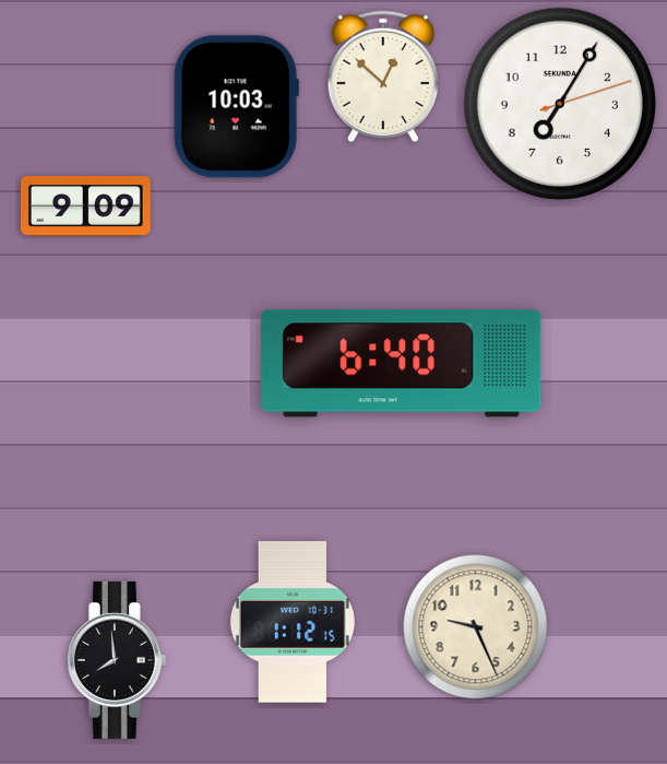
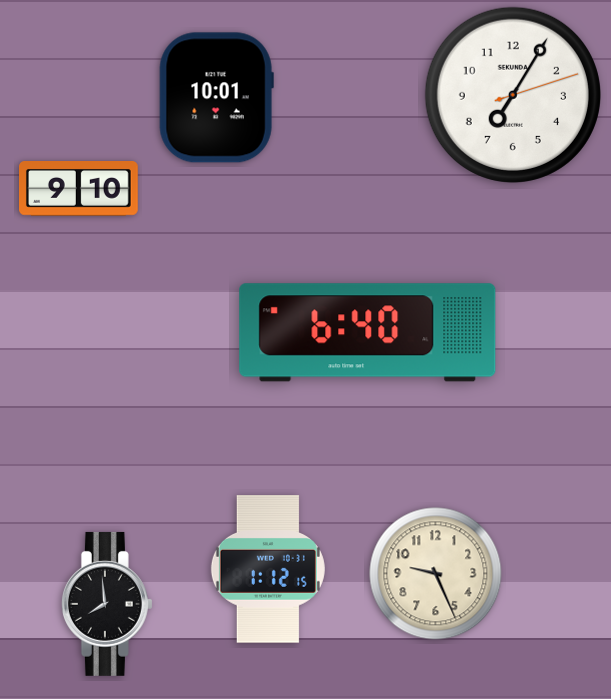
clock at (382, 77): 12:52 -> none
clock at (236, 107): 10:03 -> 10:01
clock at (86, 207): 9:09 -> 9:10
